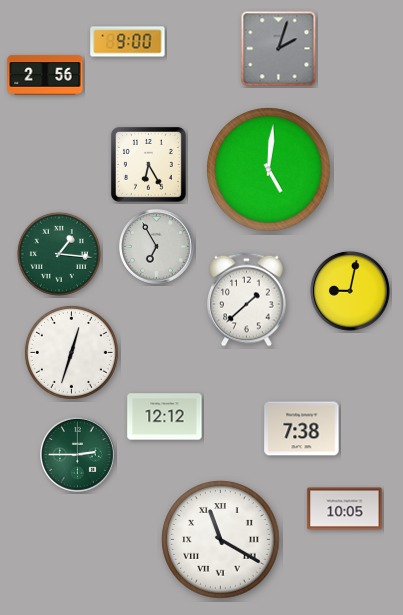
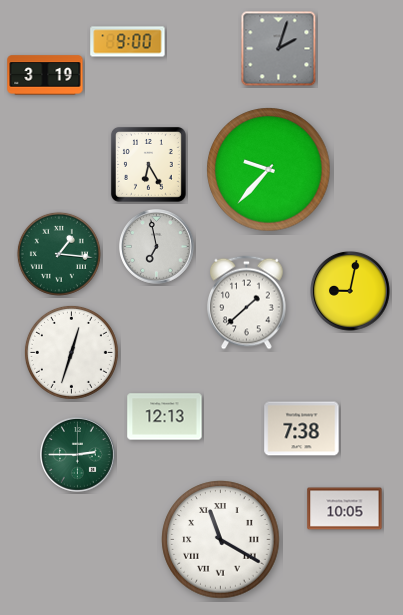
clock at (45, 75): 2:56 -> 3:19
clock at (269, 170): 5:01 -> 9:37
clock at (157, 247): 6:55 -> 6:58
clock at (247, 300) position: (247, 300) -> (247, 303)
clock at (165, 417): 12:12 -> 12:13
